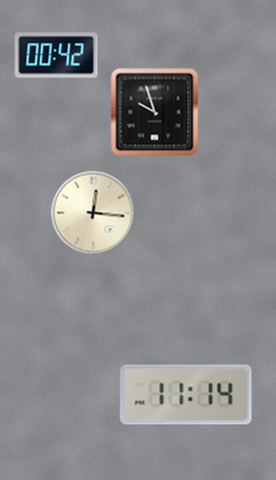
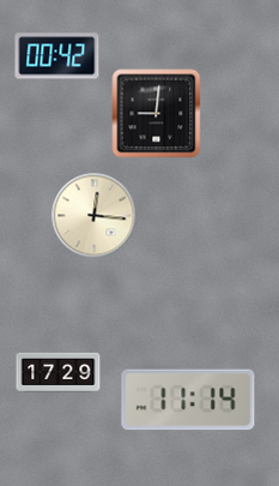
clock at (155, 113): 9:57 -> 9:01
clock at (59, 372): none -> 17:29
